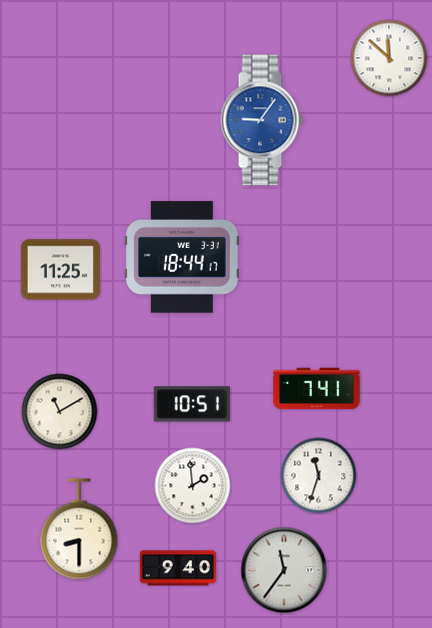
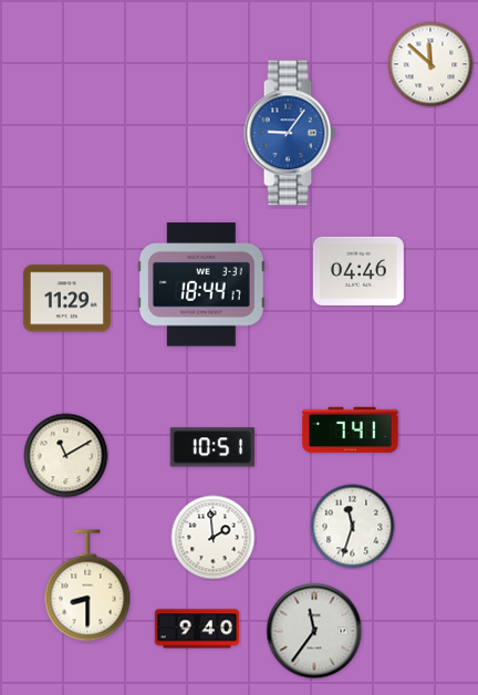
clock at (358, 271): none -> 04:46
clock at (60, 270): 11:25 -> 11:29
